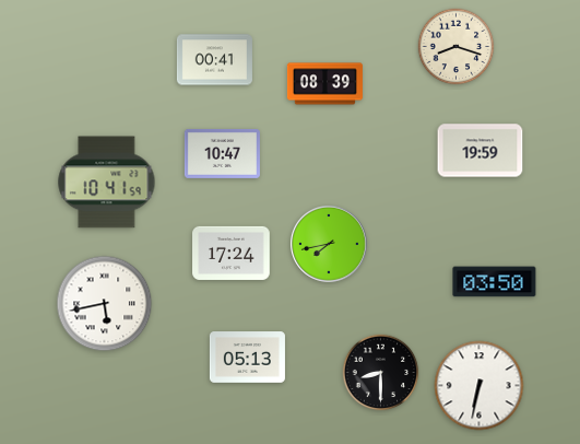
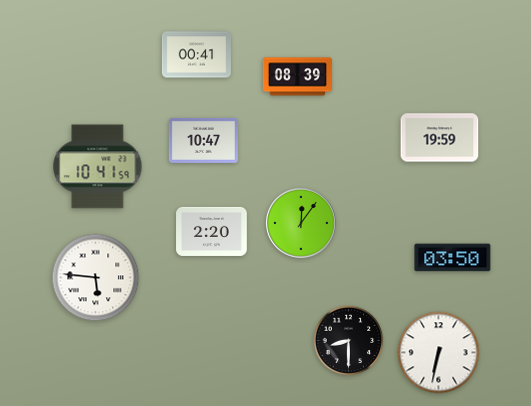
clock at (457, 47): 8:18 -> none
clock at (330, 245): 7:43 -> 12:06
clock at (232, 253): 17:24 -> 2:20
clock at (105, 304): 5:43 -> 5:46
clock at (247, 358): 05:13 -> none
